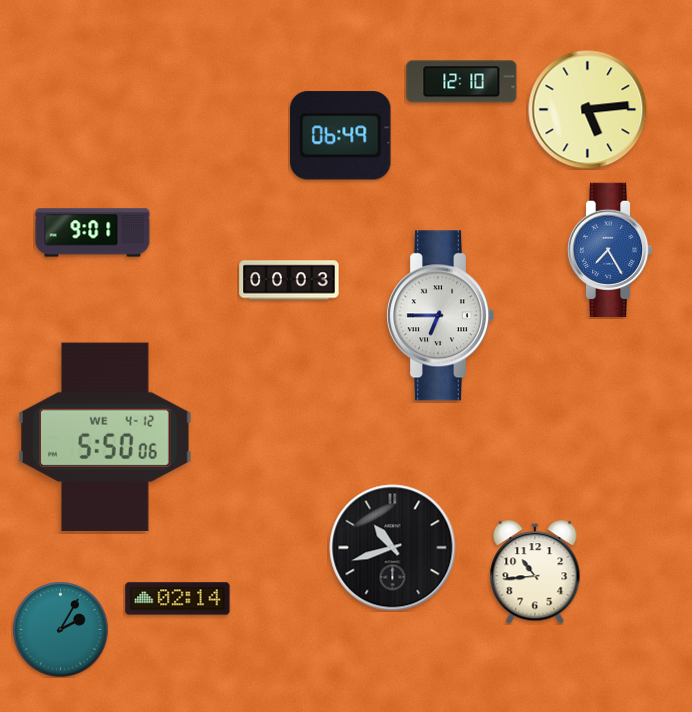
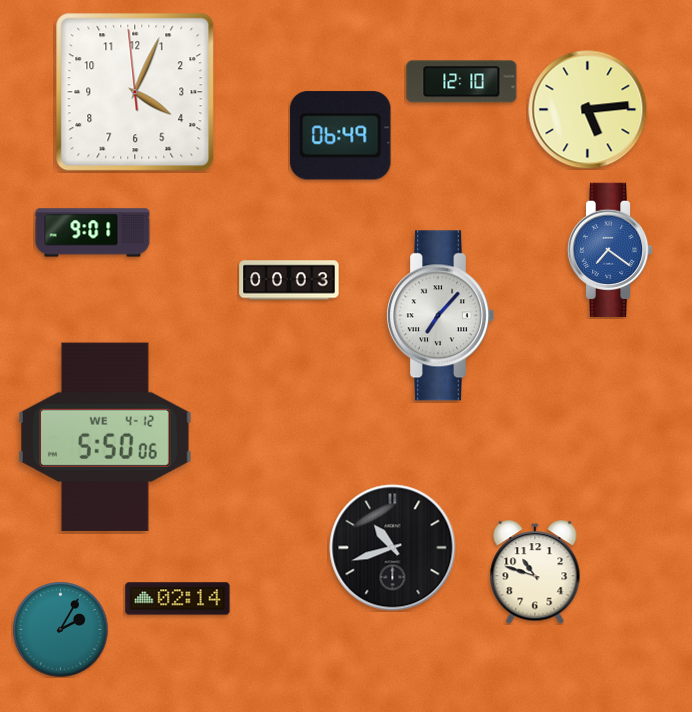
clock at (135, 92): none -> 4:03
clock at (610, 249): 7:25 -> 7:21
clock at (441, 316): 6:45 -> 7:07
clock at (535, 572): 10:44 -> 10:48
